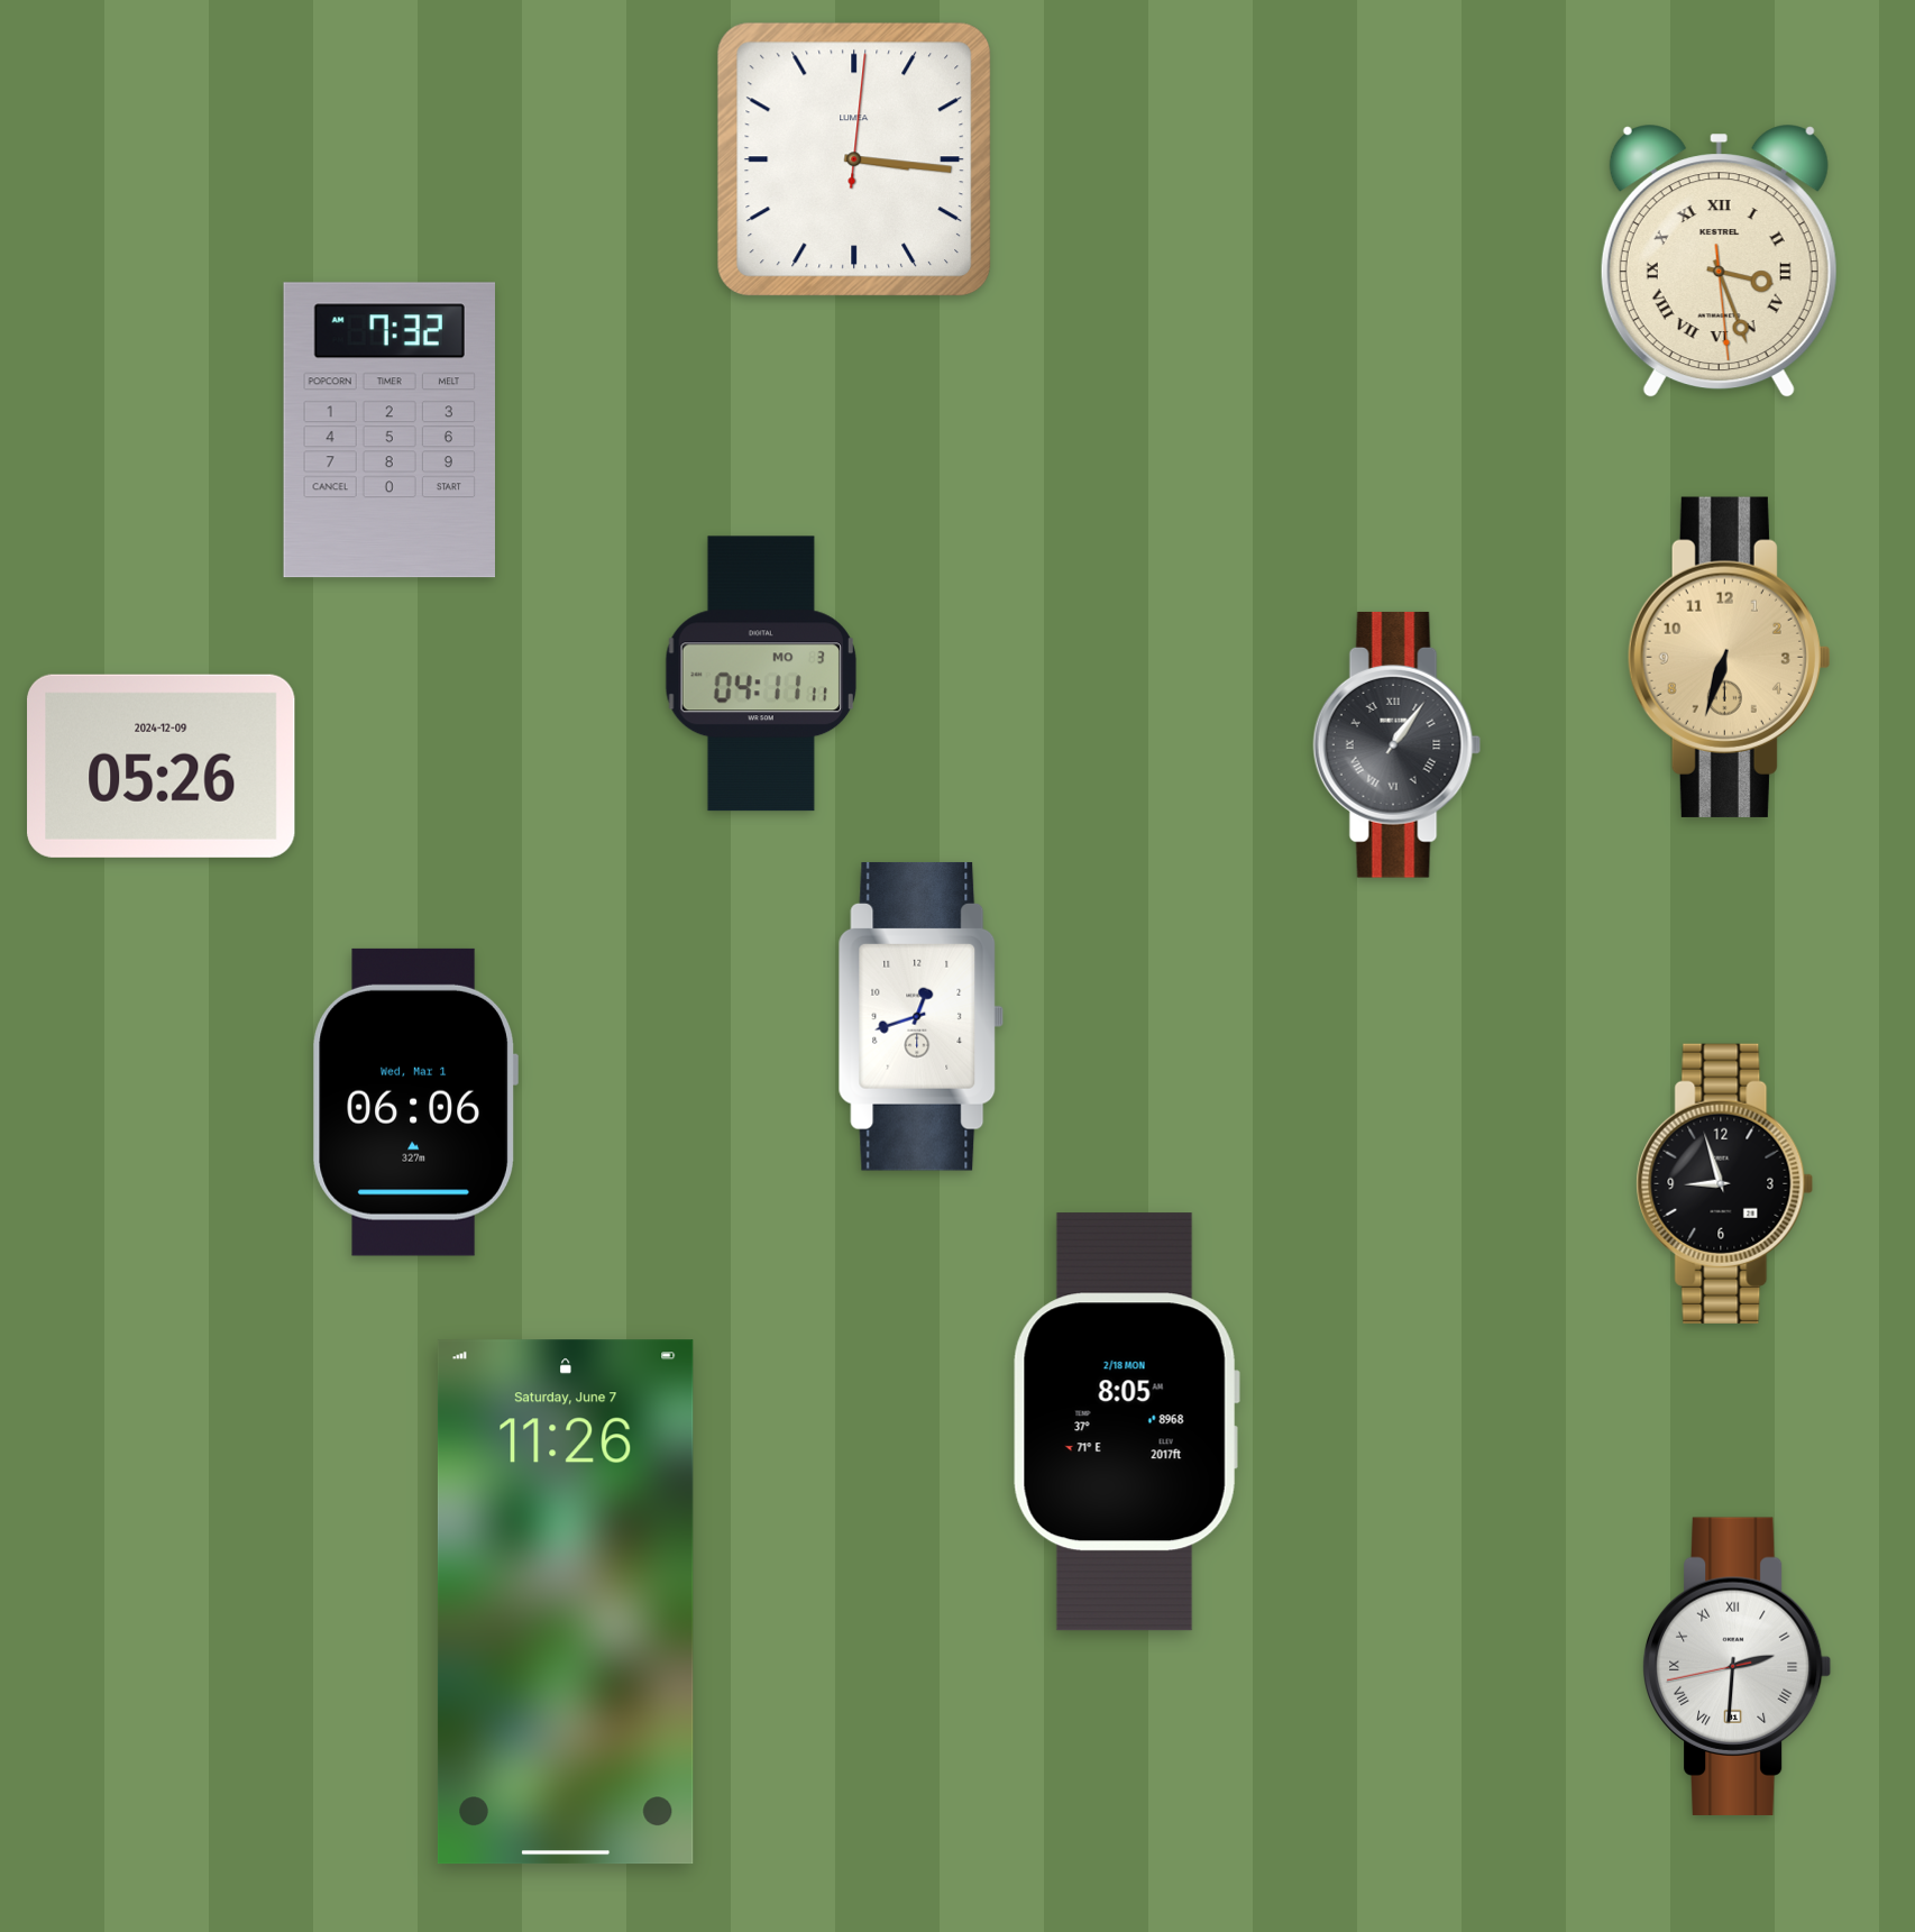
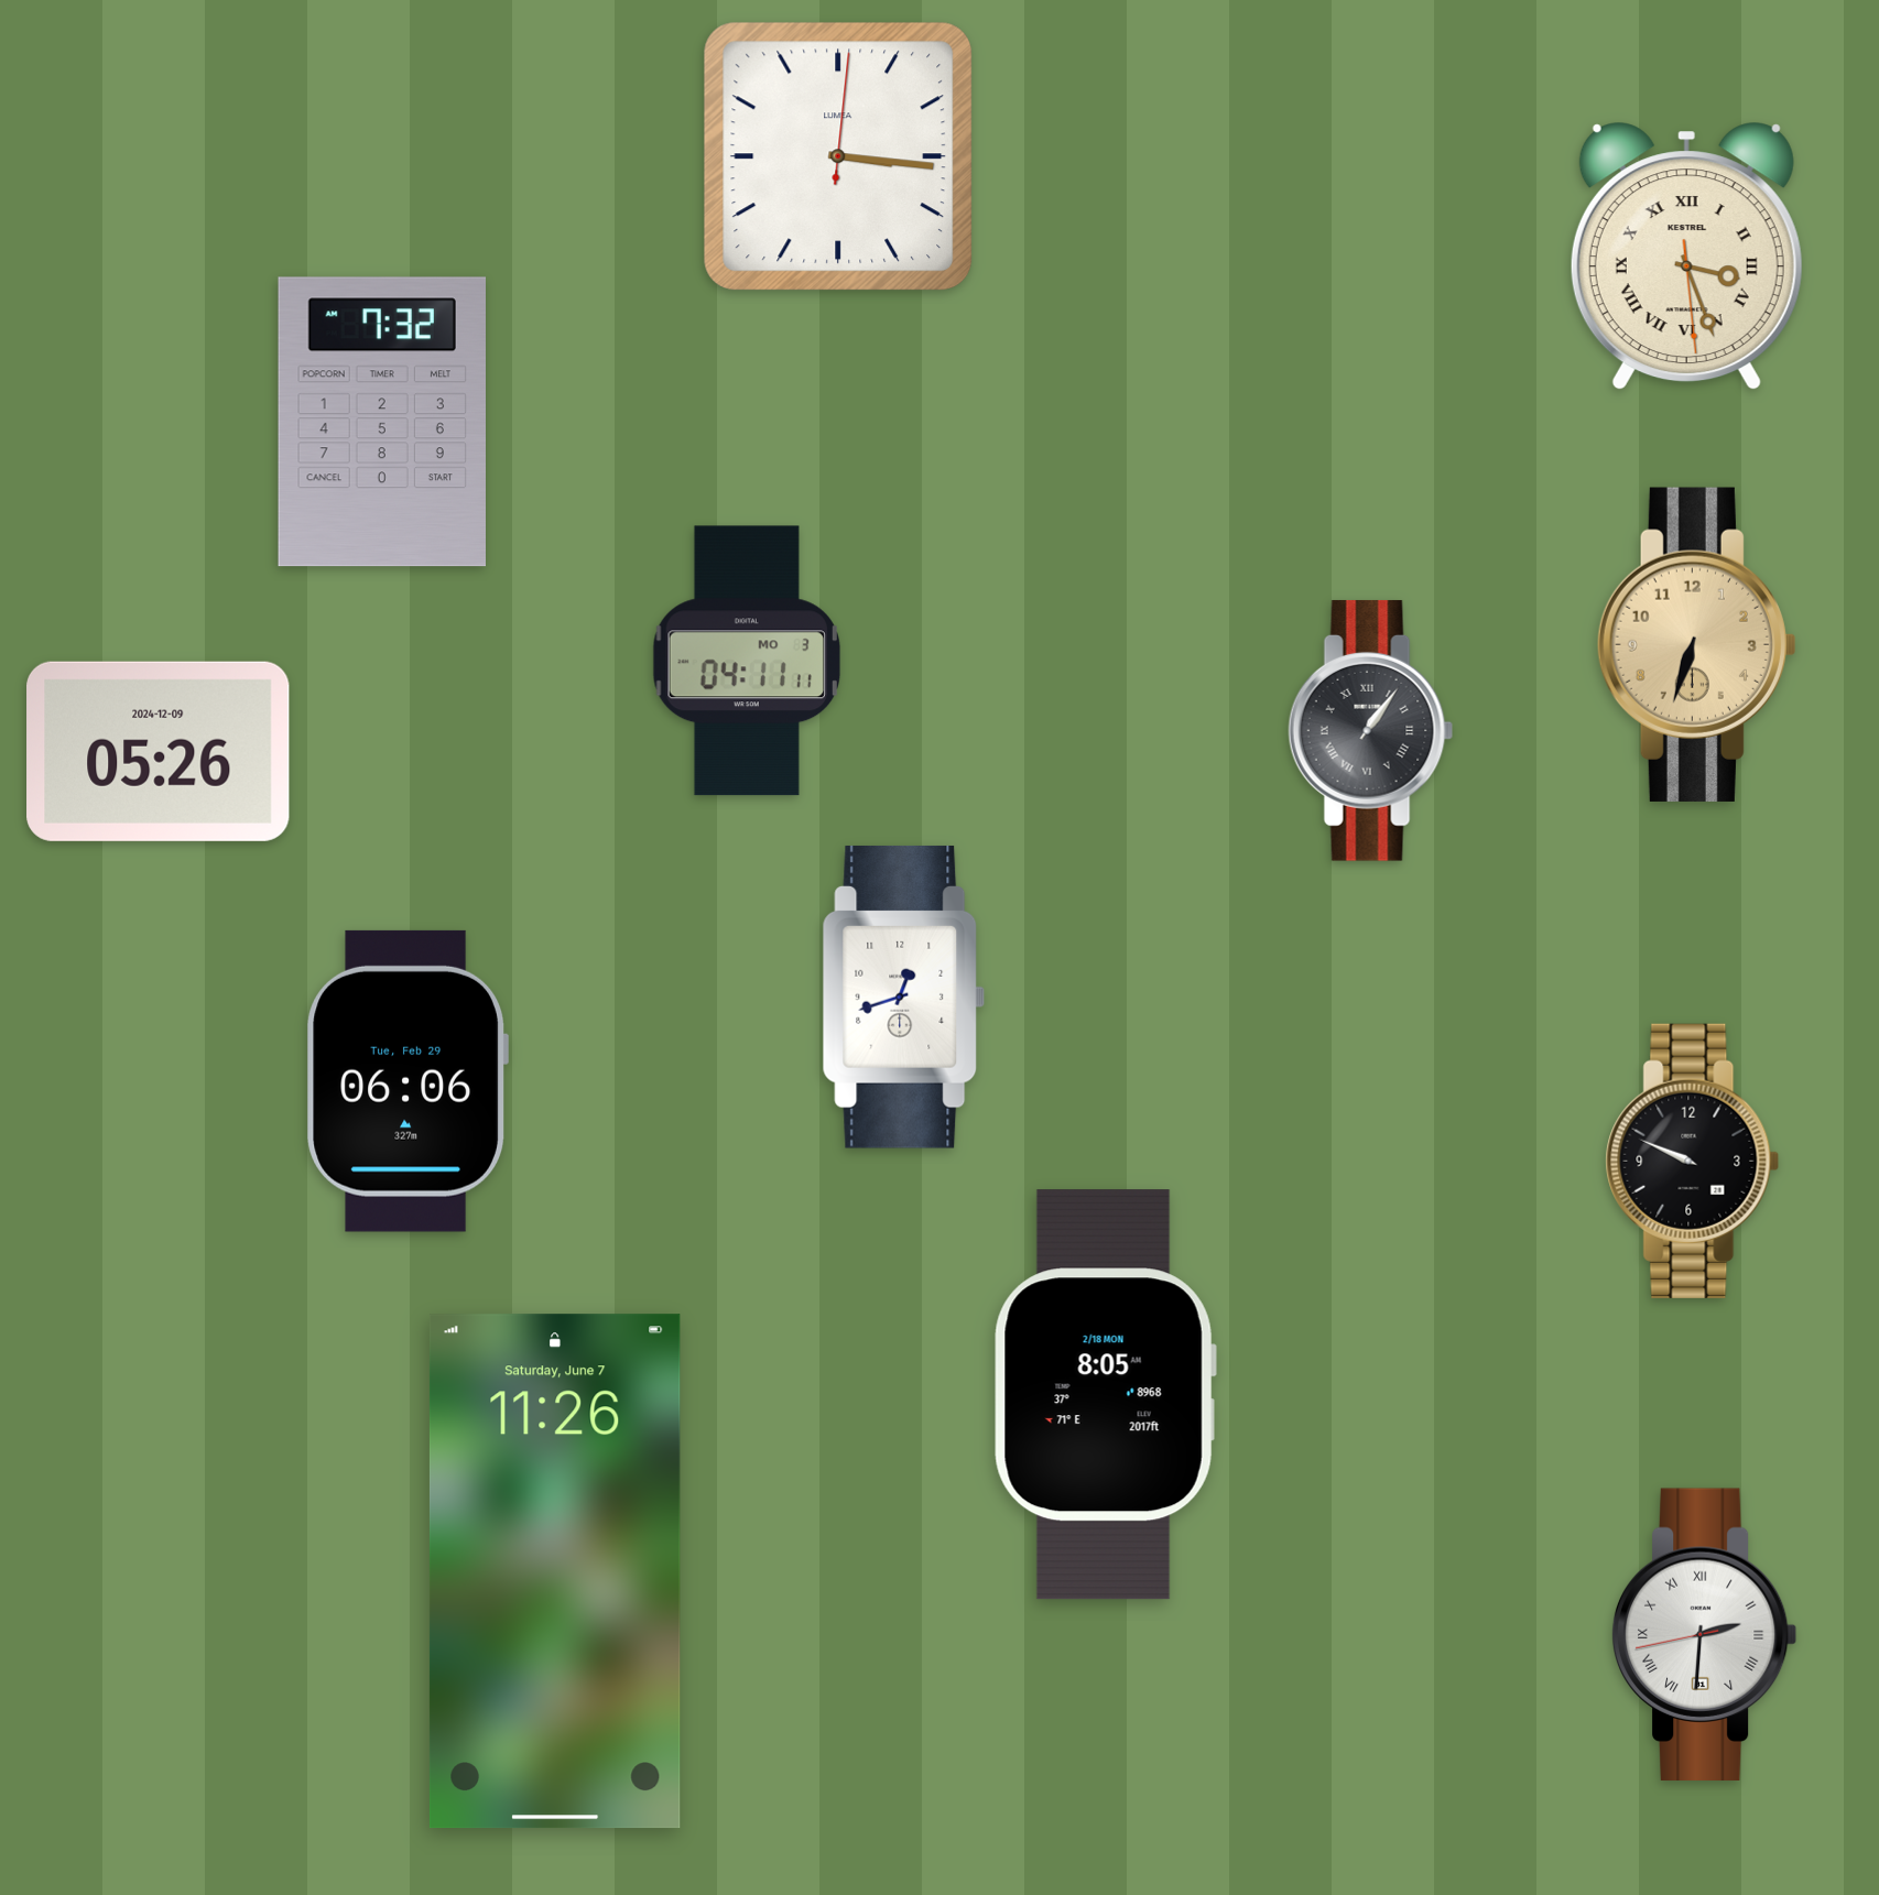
clock at (415, 1102) date: Wed, Mar 1 -> Tue, Feb 29
clock at (1725, 1183): 8:57 -> 9:49
